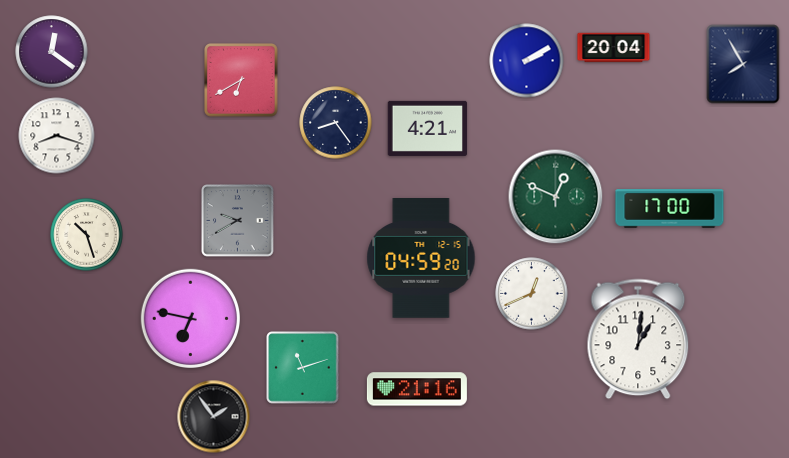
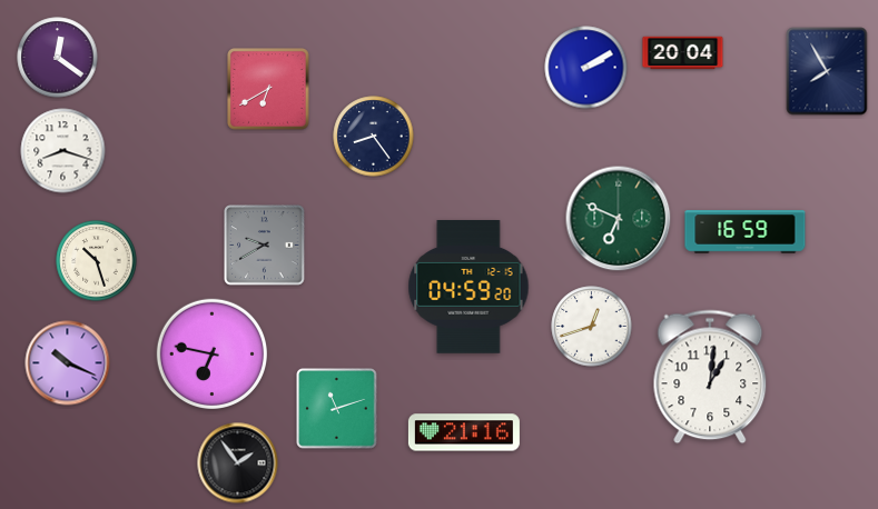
clock at (428, 128): 4:21 -> none
clock at (556, 197): 12:49 -> 6:49
clock at (670, 209): 17:00 -> 16:59
clock at (532, 294): 12:41 -> 12:42
clock at (68, 363): none -> 10:19
